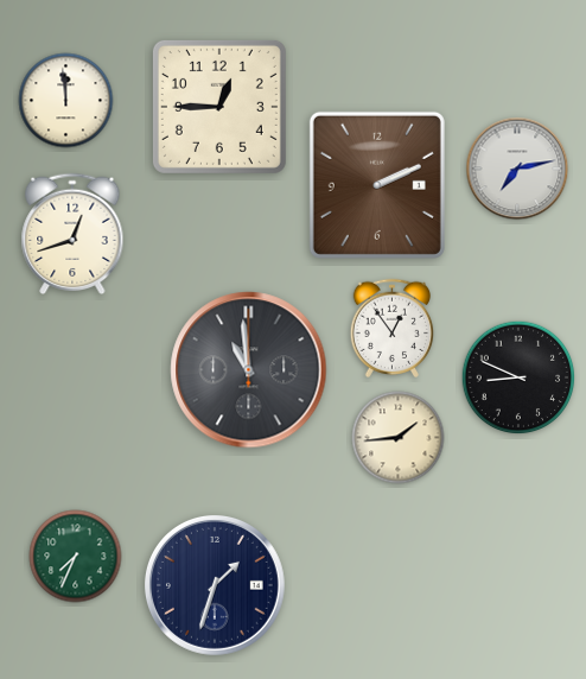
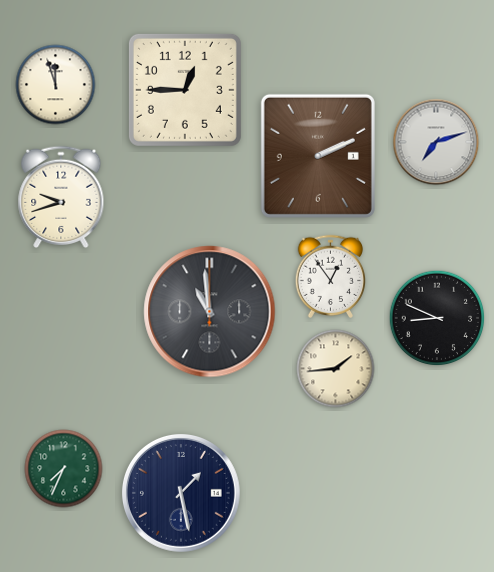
clock at (66, 101): 11:59 -> 11:57
clock at (517, 169): 7:13 -> 7:12
clock at (72, 234): 12:42 -> 9:42
clock at (215, 585): 1:33 -> 1:28
